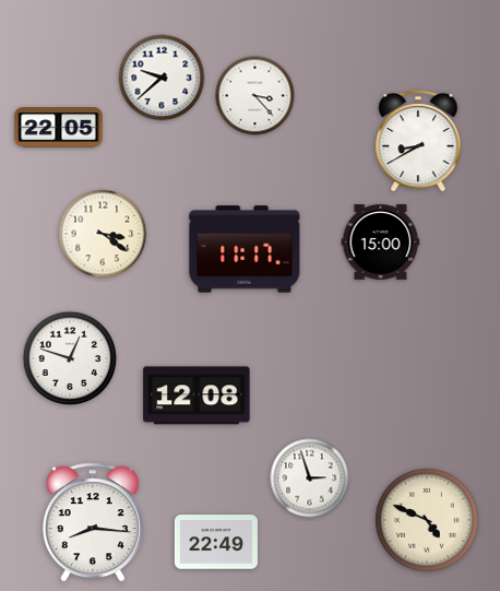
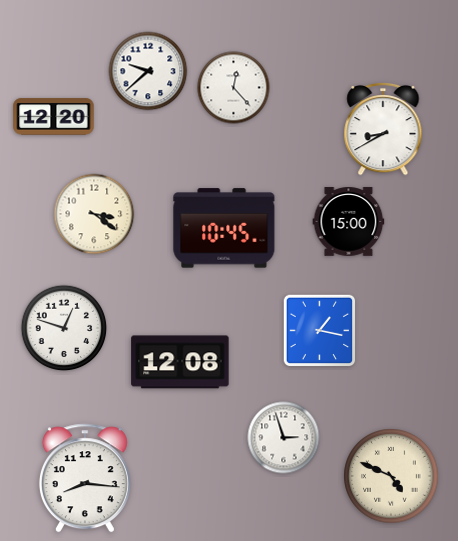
clock at (255, 96): 3:23 -> 12:23
clock at (59, 128): 22:05 -> 12:20
clock at (245, 249): 11:17 -> 10:45
clock at (320, 331): none -> 1:17
clock at (216, 542): 22:49 -> none
